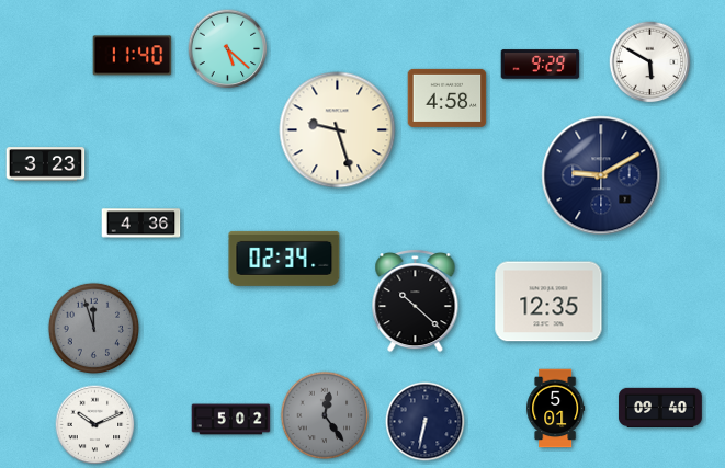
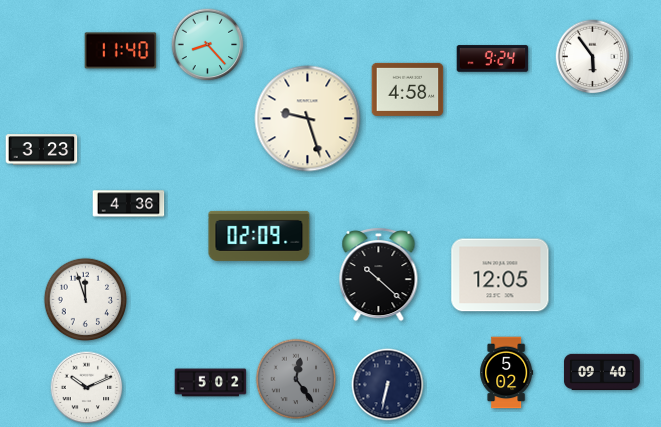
clock at (228, 49): 5:22 -> 8:23
clock at (650, 62): 5:50 -> 5:54
clock at (541, 65): 9:29 -> 9:24
clock at (601, 175): 9:10 -> none
clock at (284, 259): 02:34 -> 02:09
clock at (548, 301): 12:35 -> 12:05
clock at (94, 329) dial: grey -> white
clock at (556, 409): 5:01 -> 5:02
